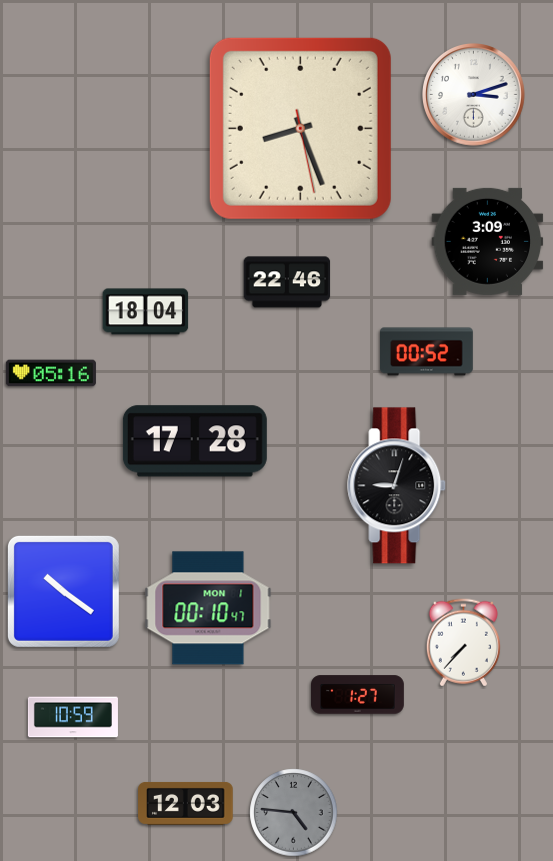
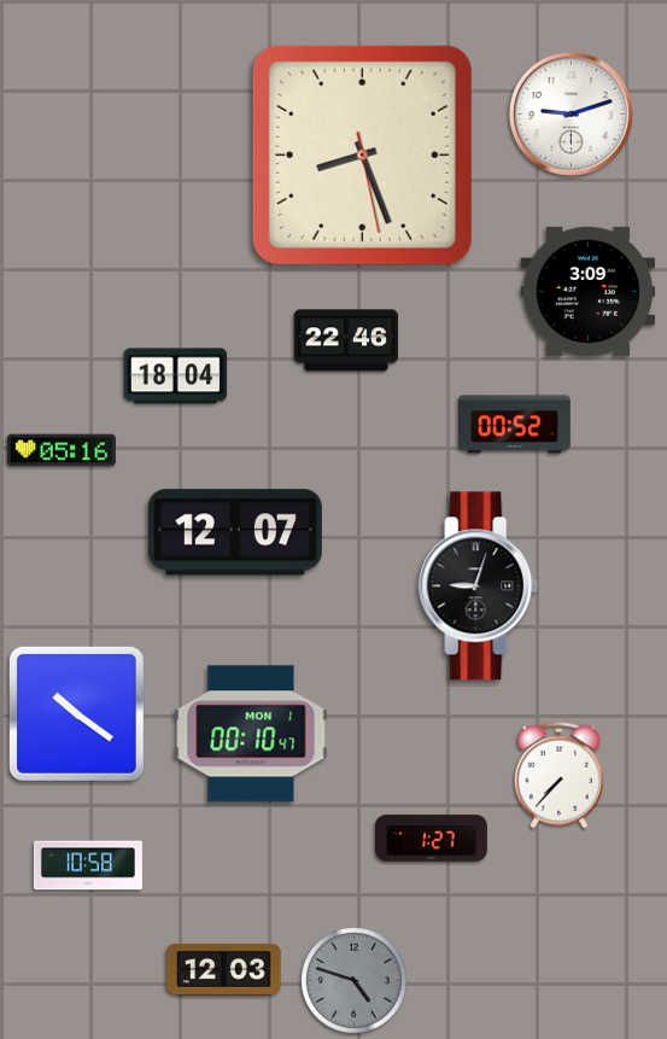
clock at (474, 95): 3:12 -> 9:12
clock at (195, 441): 17:28 -> 12:07
clock at (73, 717): 10:59 -> 10:58
clock at (294, 813): 4:46 -> 4:48
